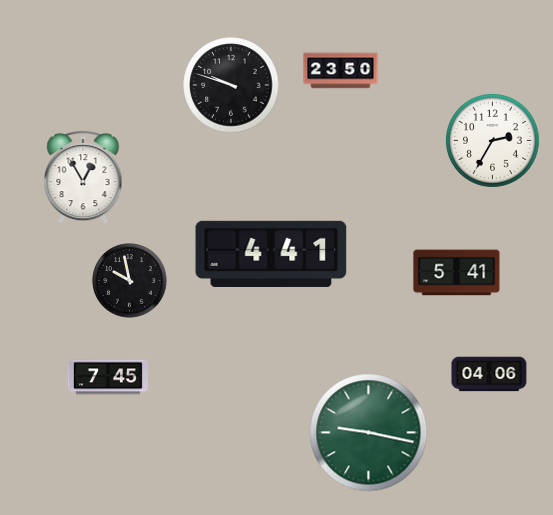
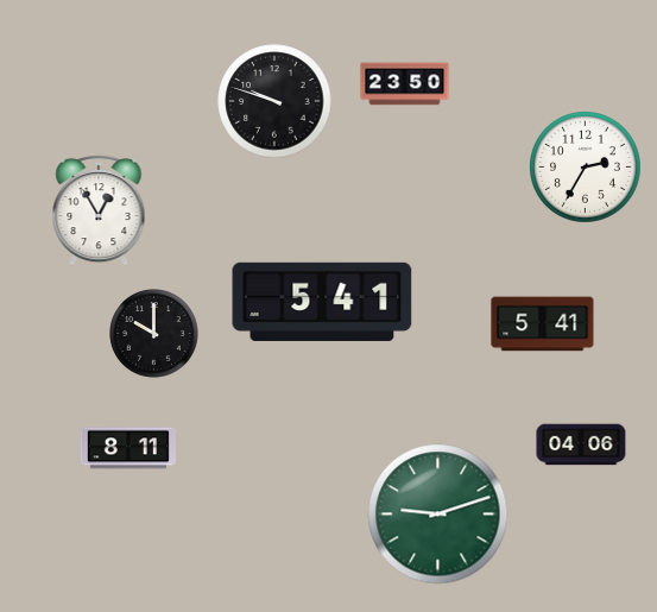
clock at (271, 254): 4:41 -> 5:41
clock at (130, 281): 9:58 -> 10:00
clock at (108, 377): 7:45 -> 8:11
clock at (369, 433): 9:17 -> 9:12
